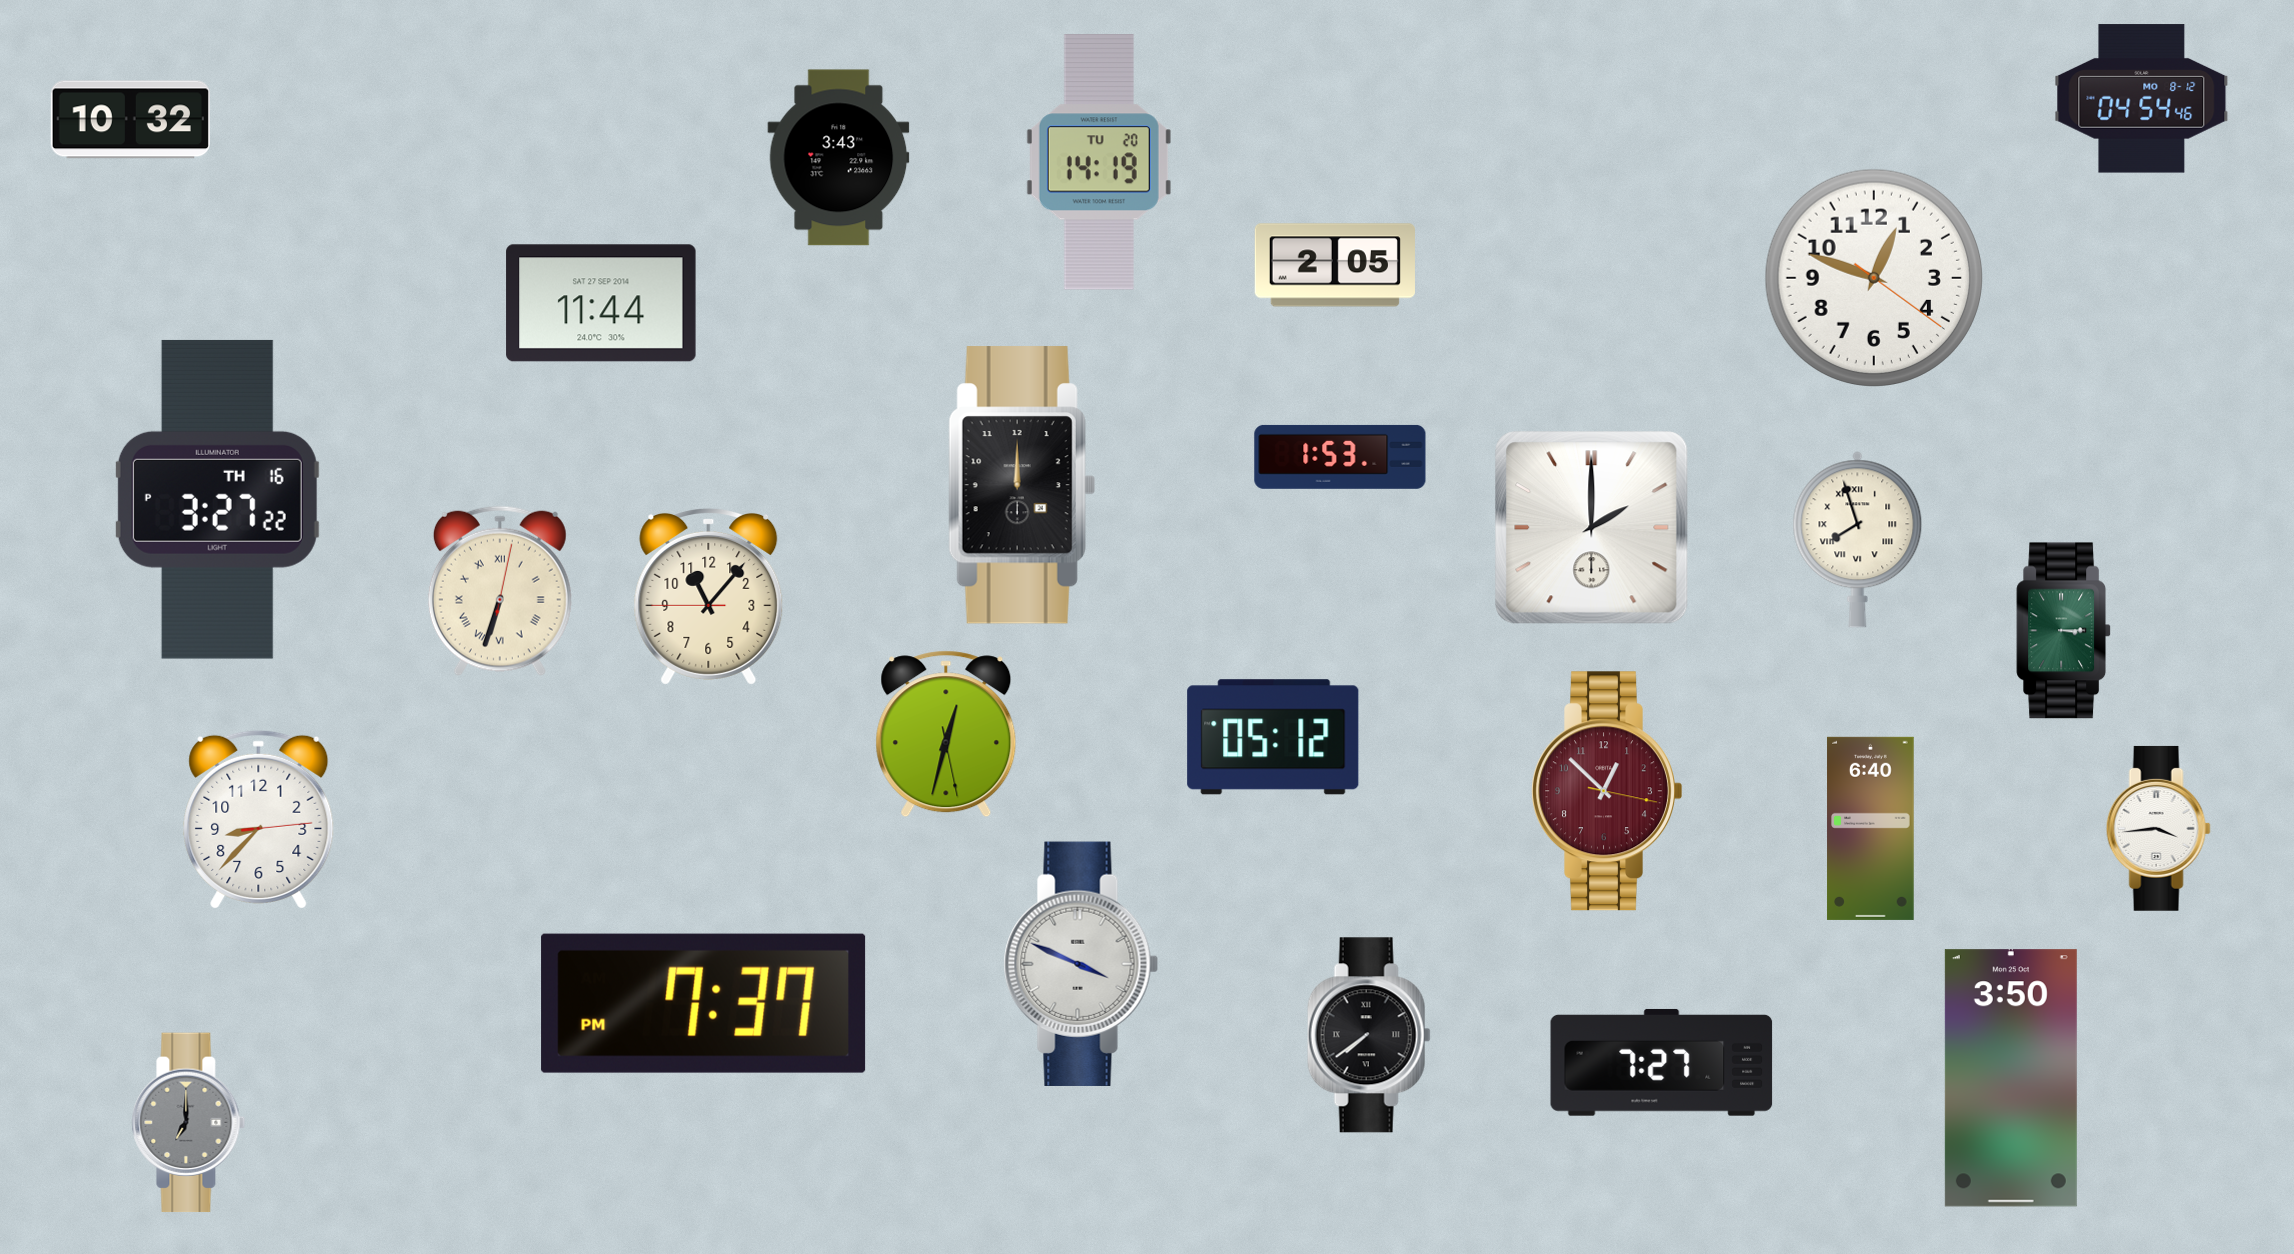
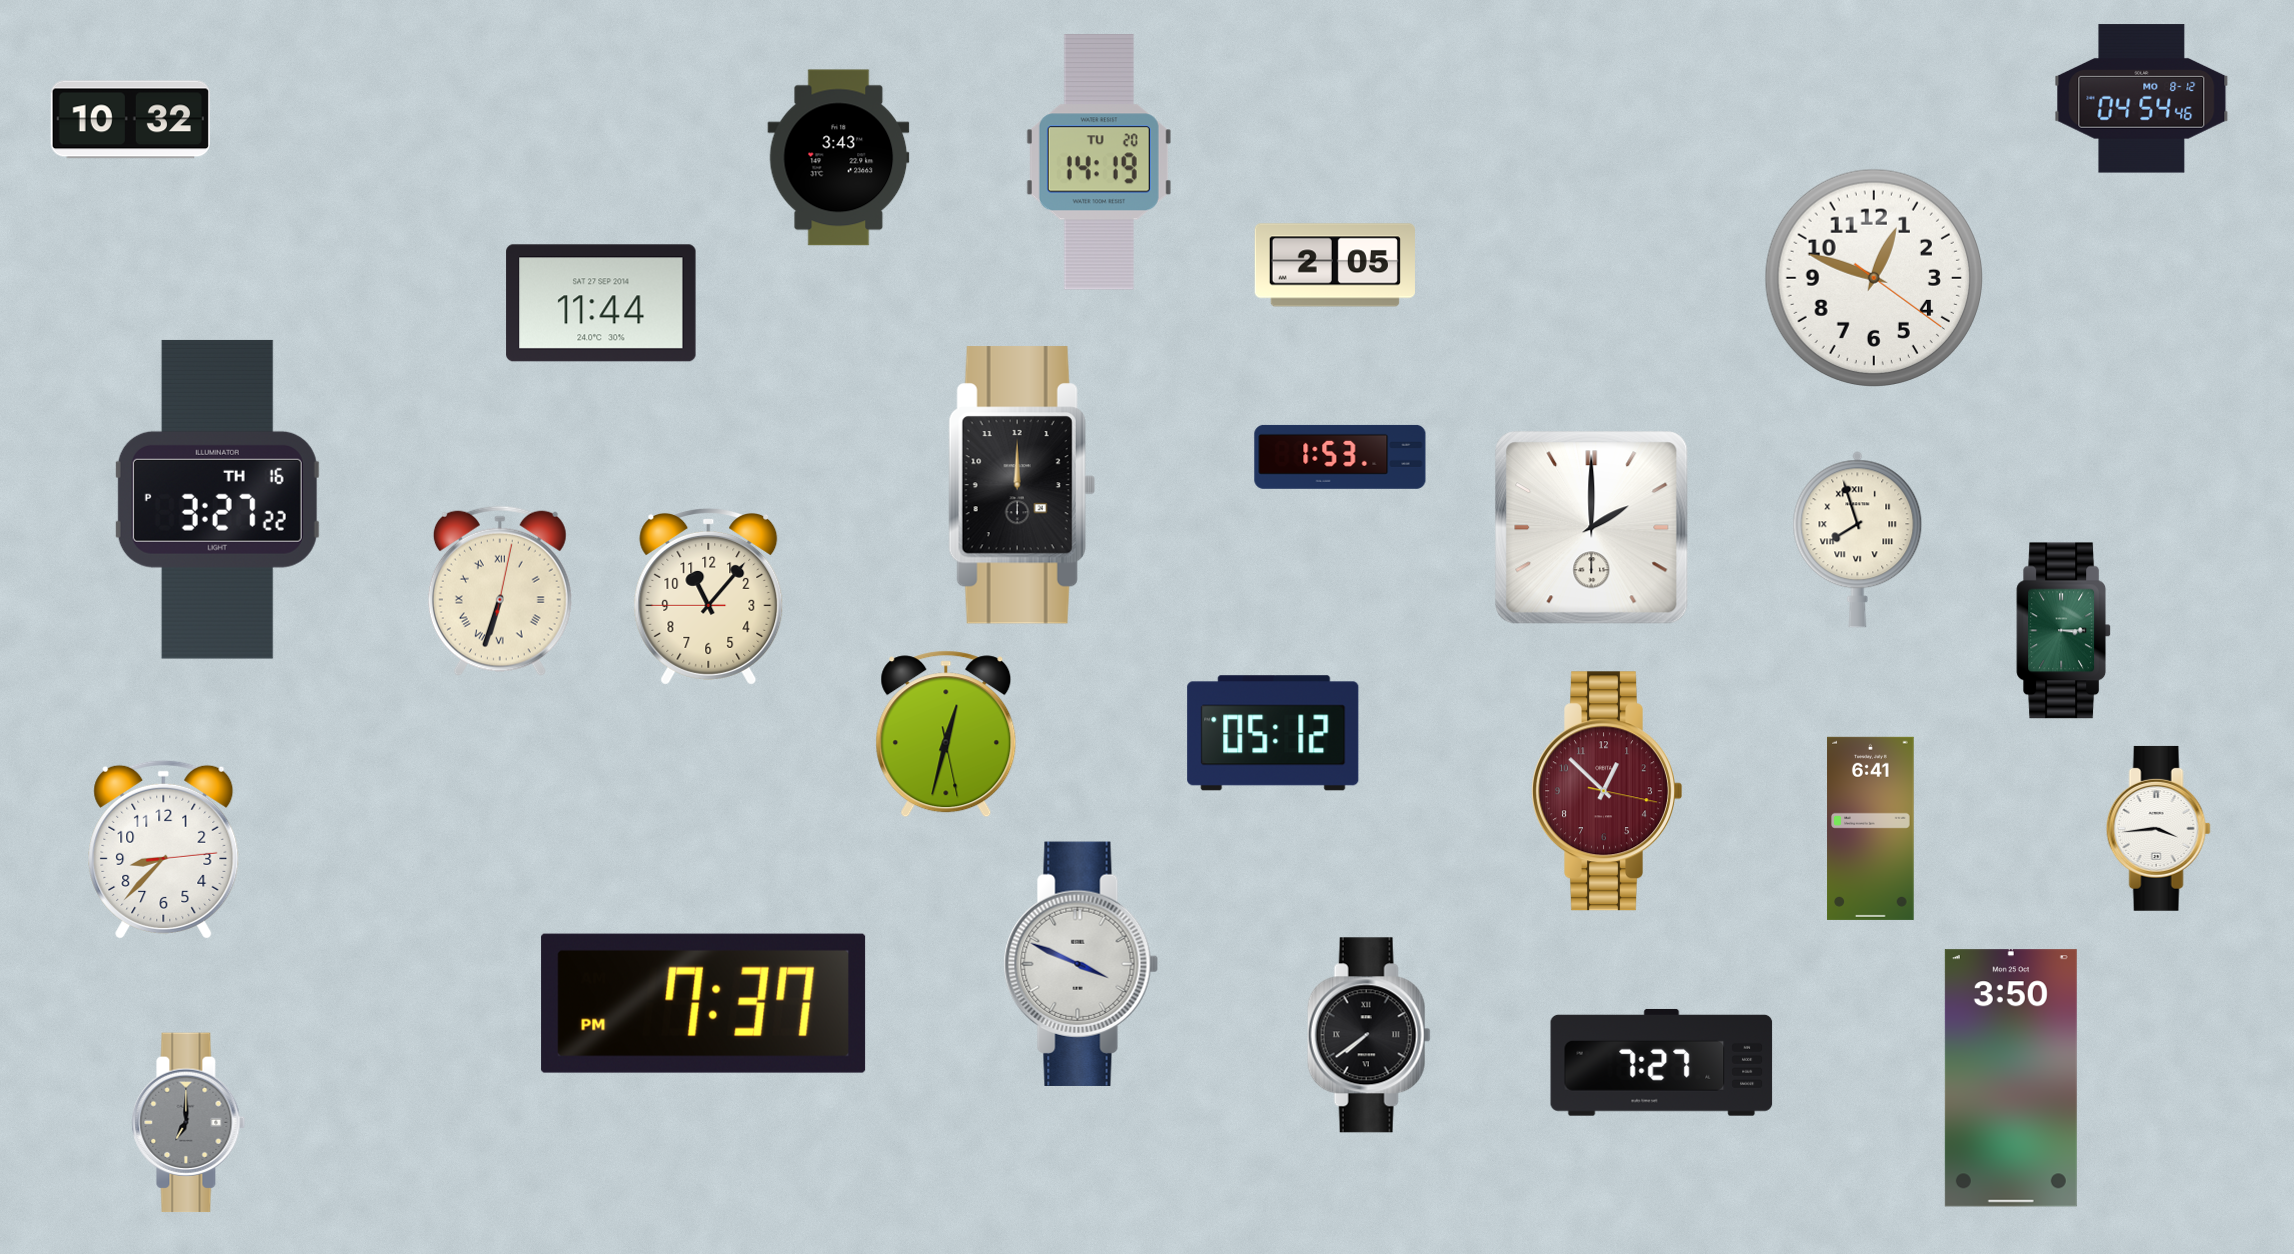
clock at (1273, 737) position: (1273, 737) -> (1273, 733)
clock at (259, 819) position: (259, 819) -> (164, 849)
clock at (1871, 828): 6:40 -> 6:41
